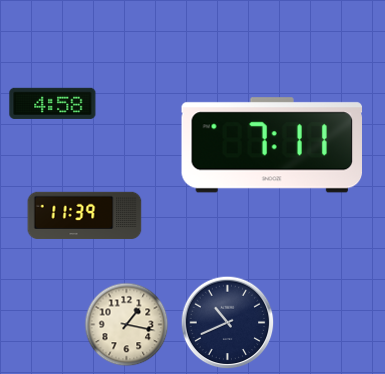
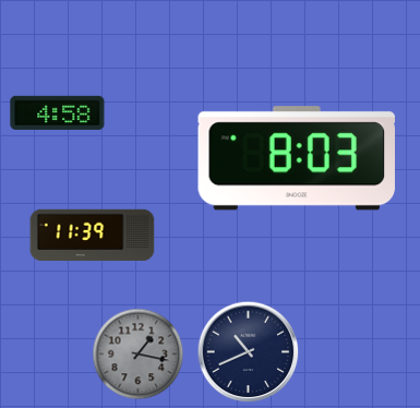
clock at (271, 145): 7:11 -> 8:03
clock at (127, 325) dial: cream -> grey
